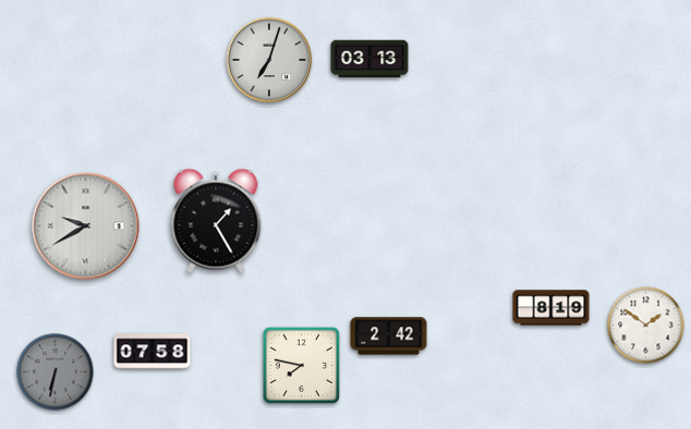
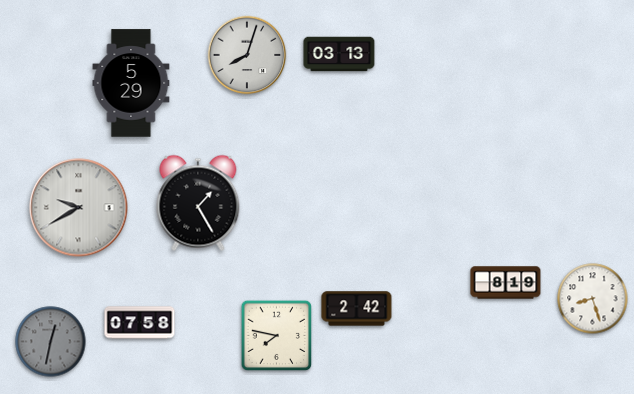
clock at (269, 60): 7:03 -> 8:03
clock at (131, 83): none -> 5:29
clock at (646, 326): 1:51 -> 8:27
clock at (56, 372): 6:32 -> 12:32
